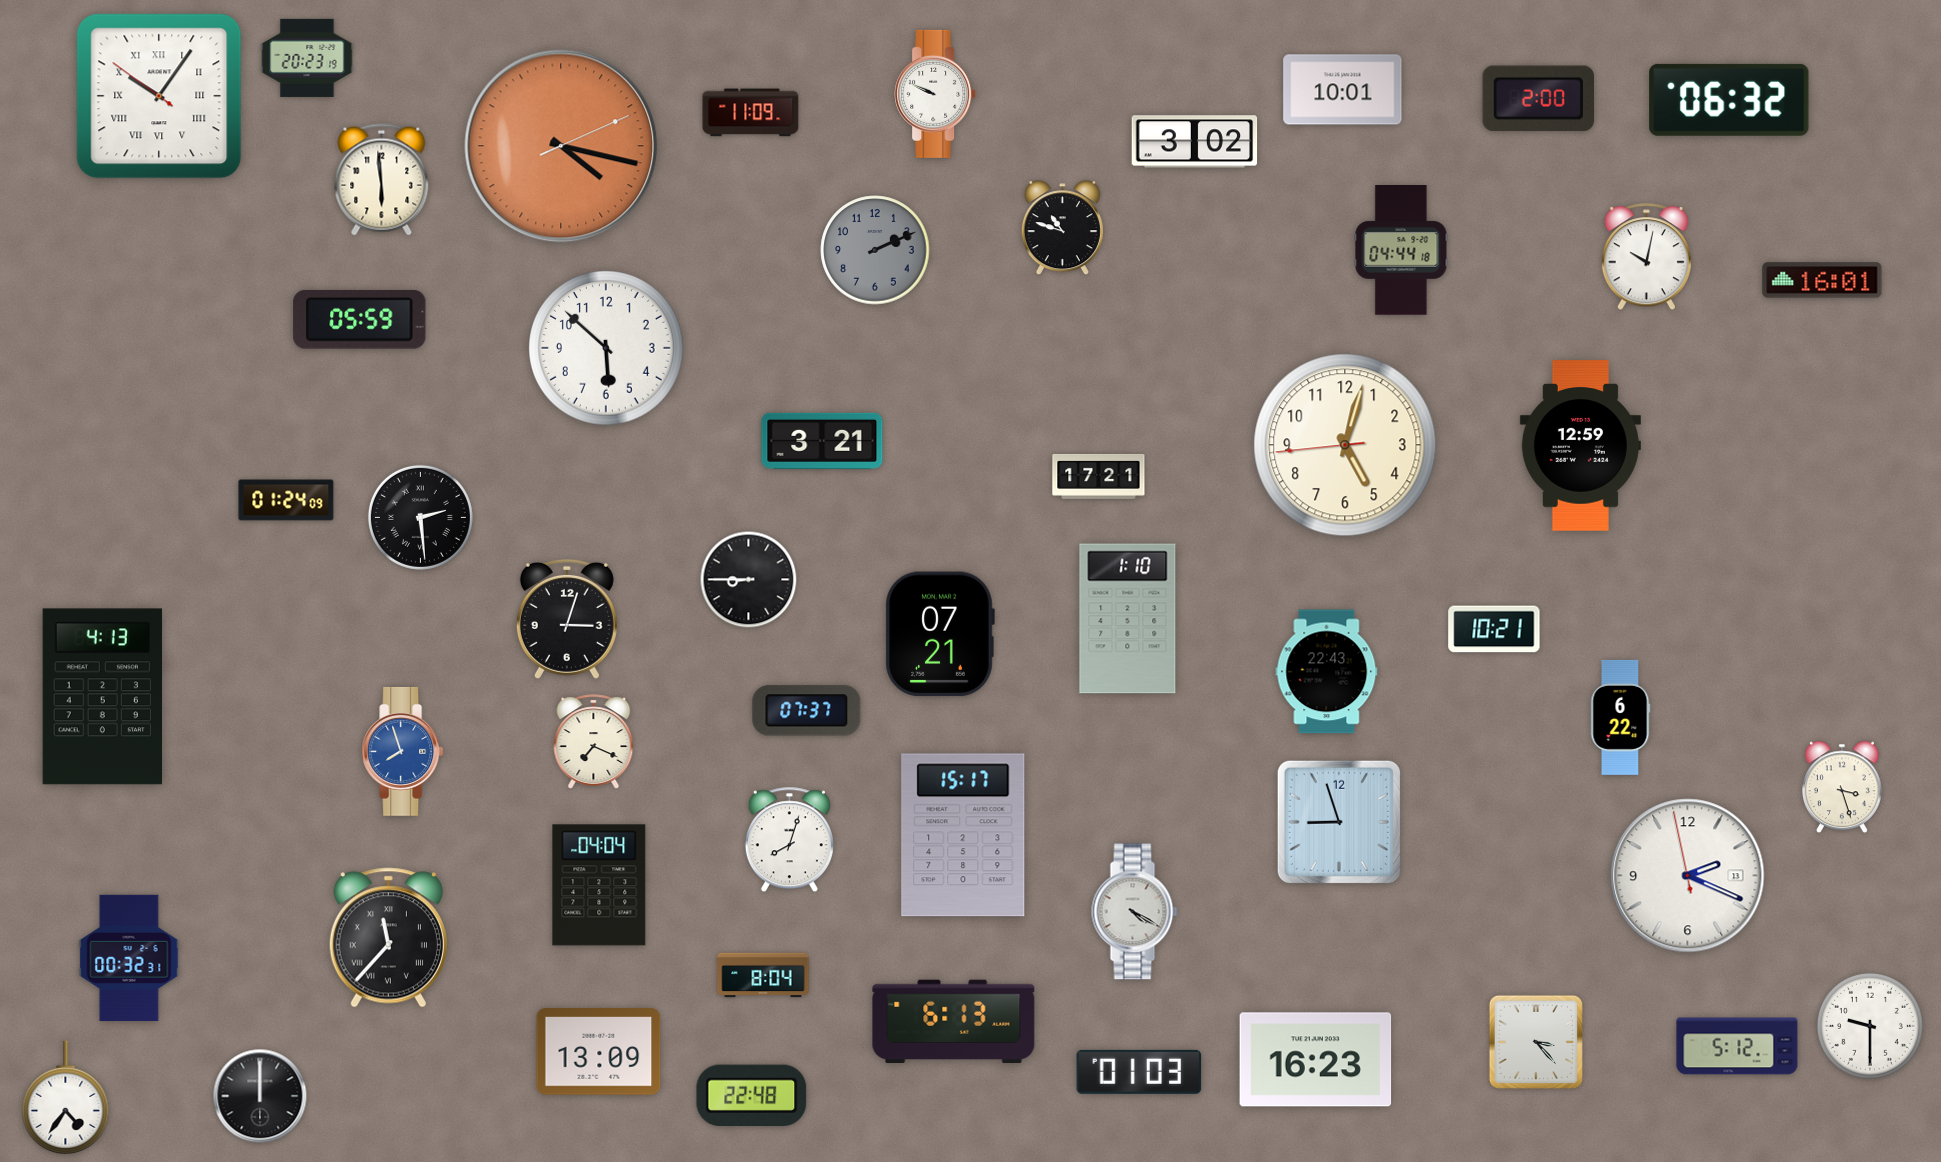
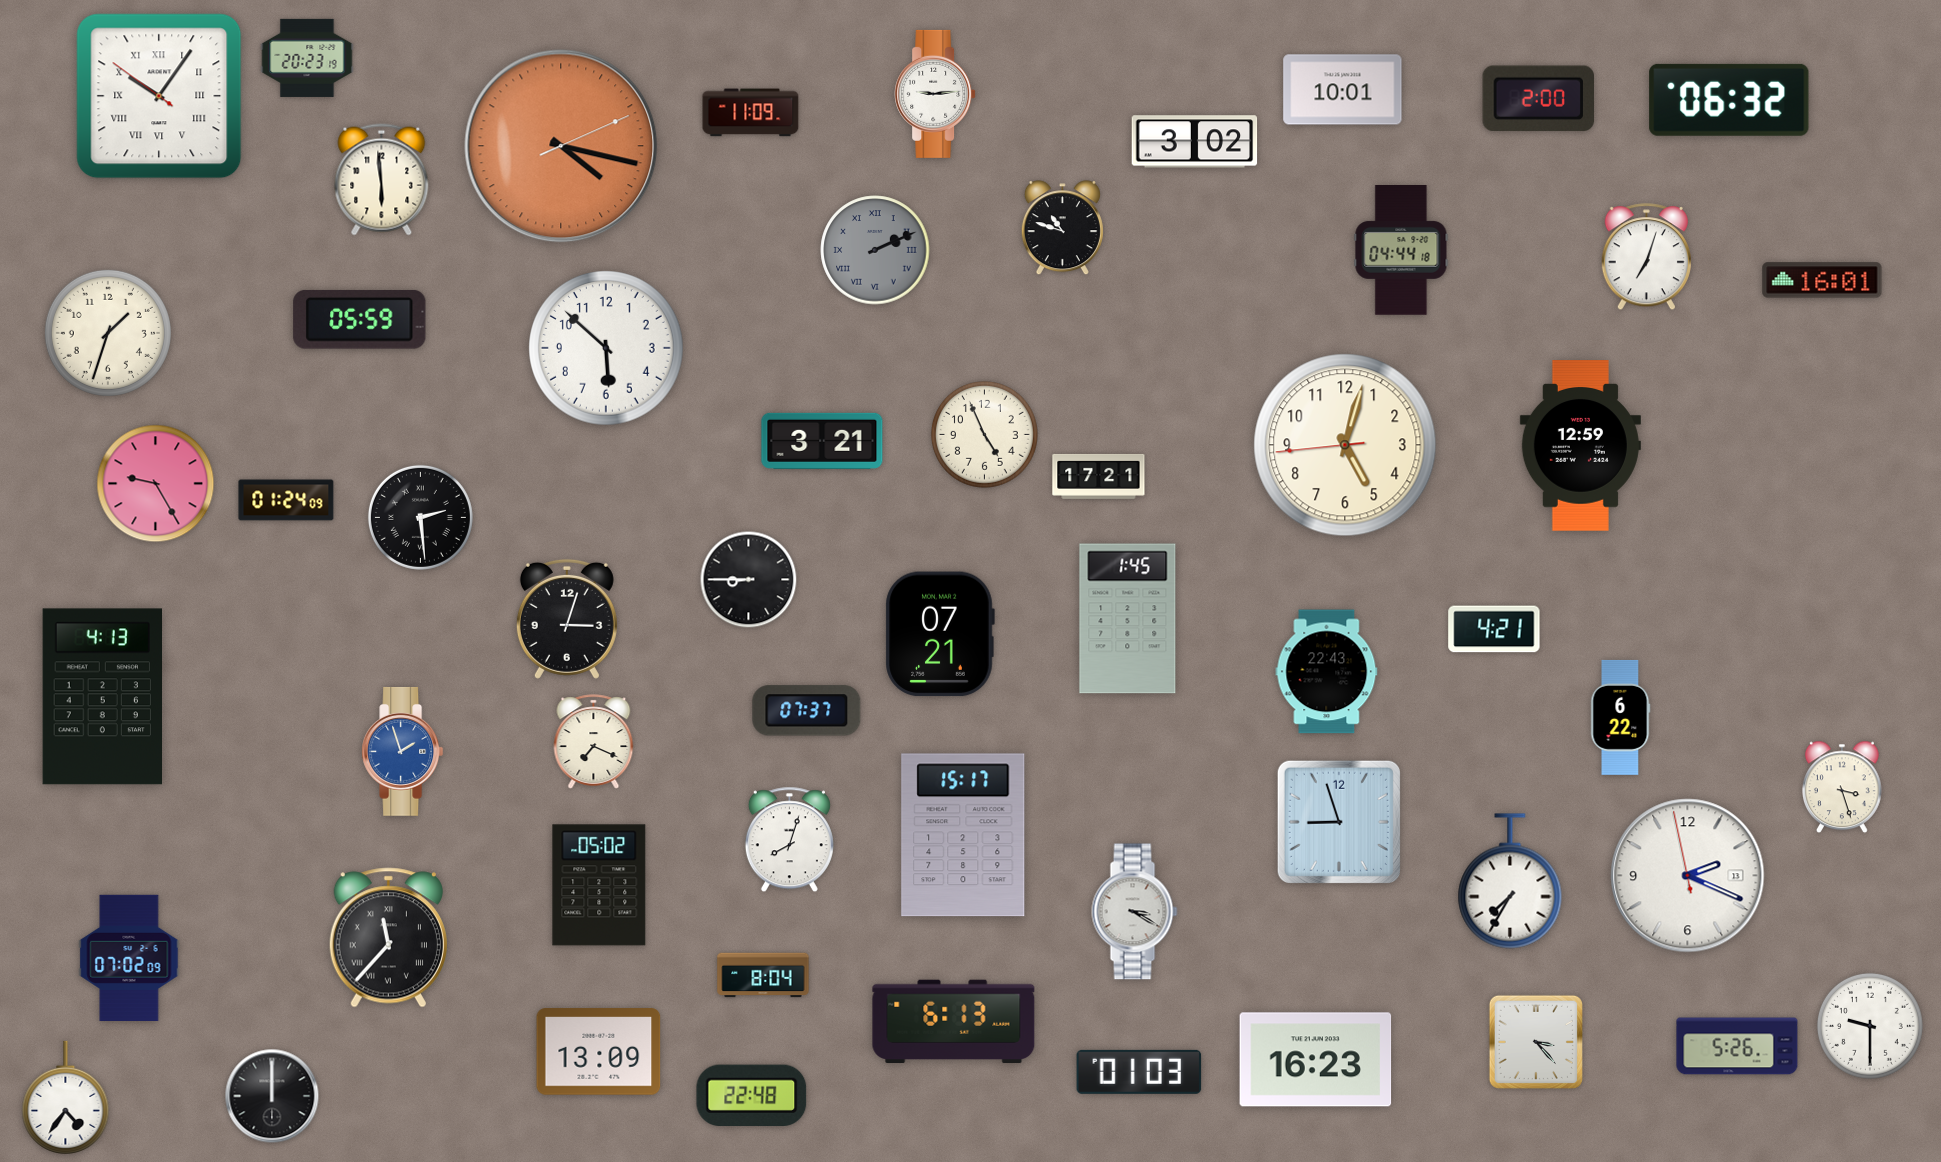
clock at (935, 94): 9:49 -> 9:14
clock at (875, 250) numerals: Arabic -> Roman
clock at (1646, 257): 10:02 -> 7:03
clock at (108, 333): none -> 1:33
clock at (984, 434): none -> 4:56
clock at (156, 484): none -> 9:25
clock at (1128, 619): 1:10 -> 1:45
clock at (1494, 629): 10:21 -> 4:21
clock at (403, 751): 7:57 -> 1:57
clock at (1510, 881): none -> 7:35
clock at (599, 885): 04:04 -> 05:02
clock at (1135, 912): 4:20 -> 3:20
clock at (129, 957): 00:32 -> 07:02
clock at (1737, 1046): 5:12 -> 5:26
clock at (260, 1096) position: (260, 1096) -> (272, 1096)
